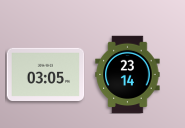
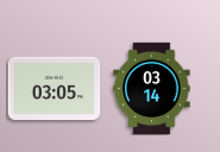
clock at (128, 74): 23:14 -> 03:14
